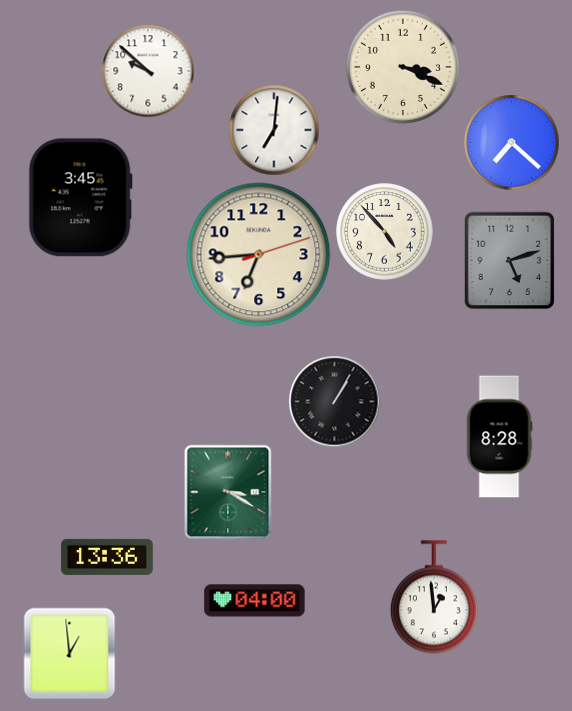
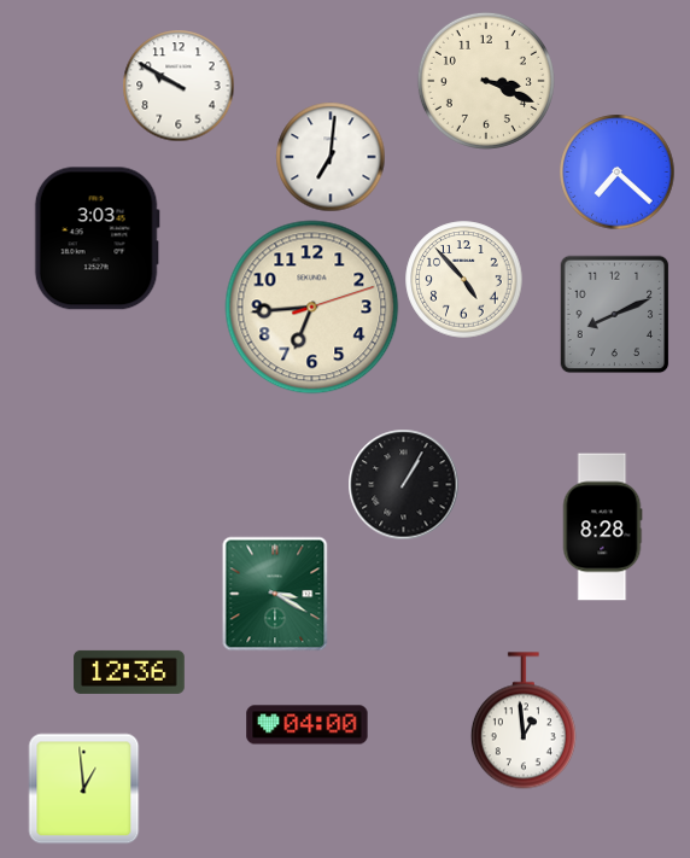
clock at (148, 71): 9:52 -> 9:50
clock at (80, 198): 3:45 -> 3:03
clock at (510, 260): 5:12 -> 8:11
clock at (107, 557): 13:36 -> 12:36
